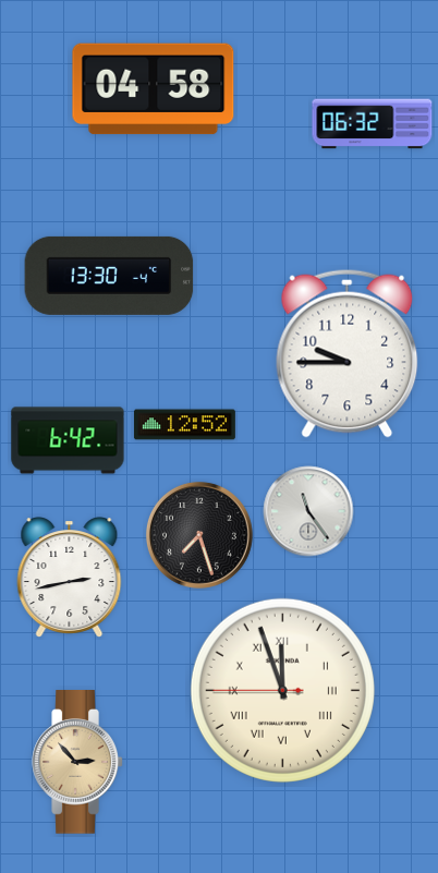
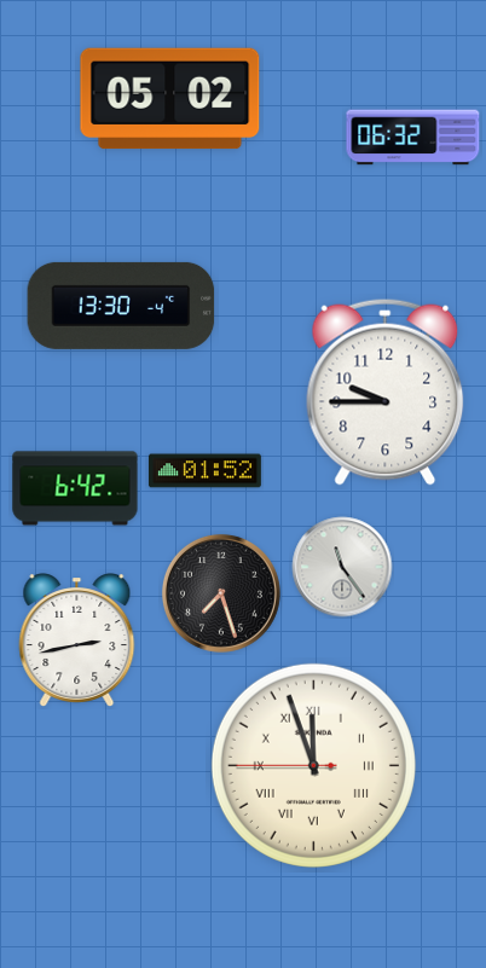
clock at (154, 89): 04:58 -> 05:02
clock at (184, 425): 12:52 -> 01:52
clock at (77, 763): 2:53 -> none
